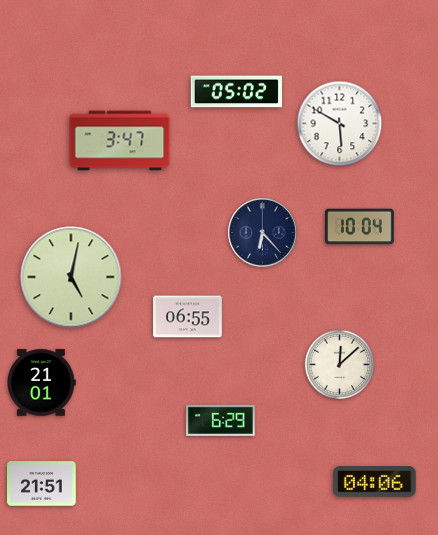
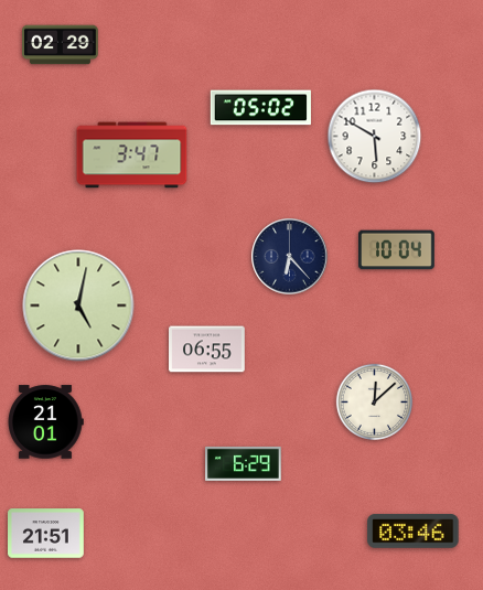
clock at (61, 45): none -> 02:29
clock at (236, 92) position: (236, 92) -> (260, 108)
clock at (375, 482): 04:06 -> 03:46
